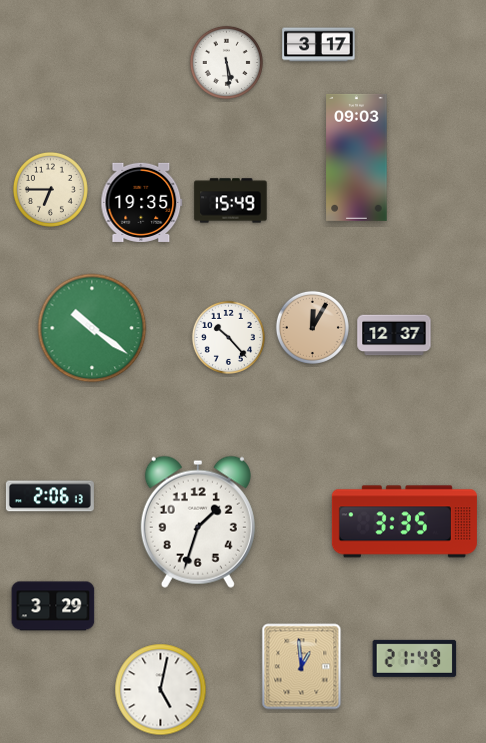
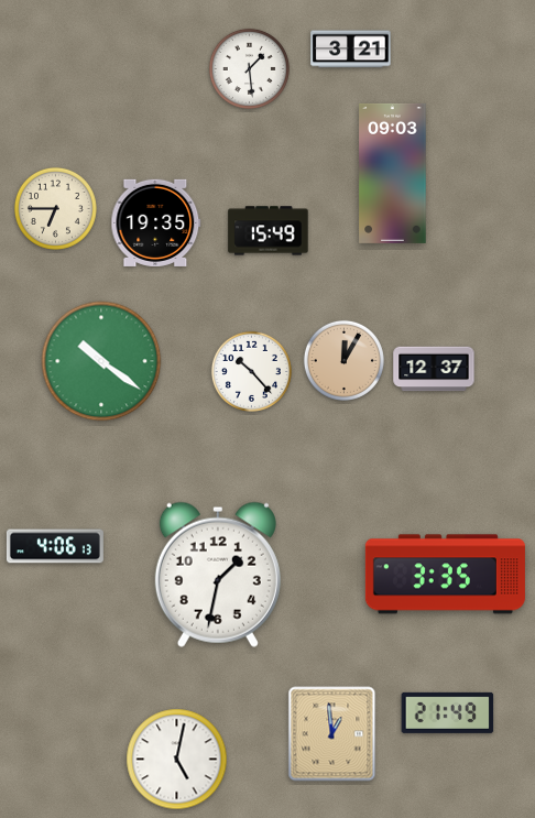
clock at (319, 45): 3:17 -> 3:21
clock at (226, 62): 5:29 -> 1:29
clock at (231, 201) position: (231, 201) -> (269, 231)
clock at (50, 496): 2:06 -> 4:06
clock at (198, 522): 1:33 -> 1:32
clock at (53, 606): 3:29 -> none
clock at (415, 658) position: (415, 658) -> (448, 712)
